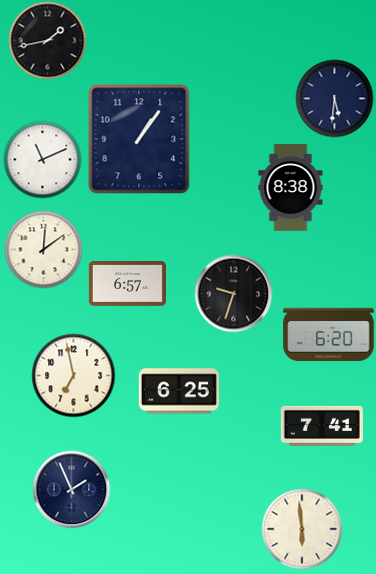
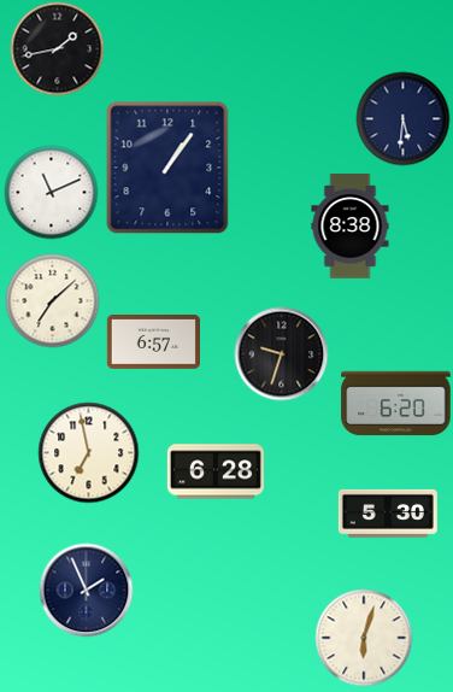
clock at (43, 249): 12:09 -> 7:08
clock at (179, 391): 6:25 -> 6:28
clock at (322, 426): 7:41 -> 5:30
clock at (302, 529): 5:59 -> 6:03
